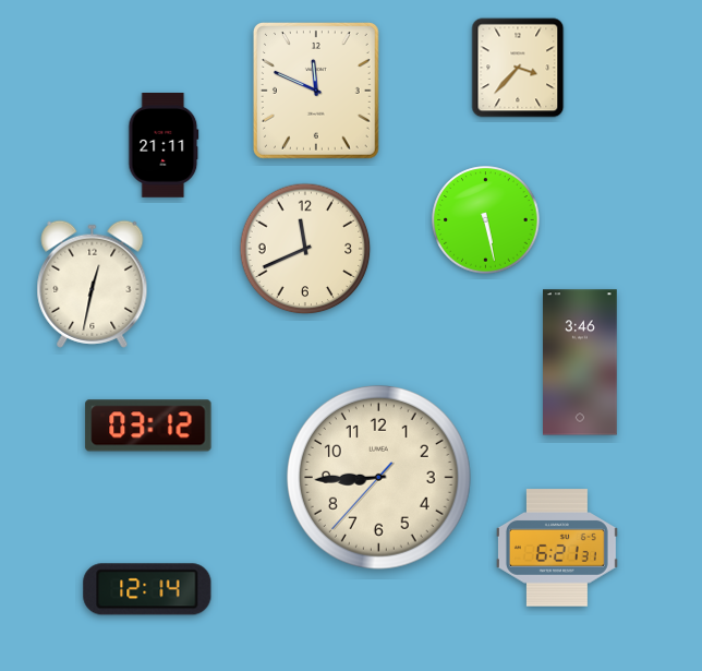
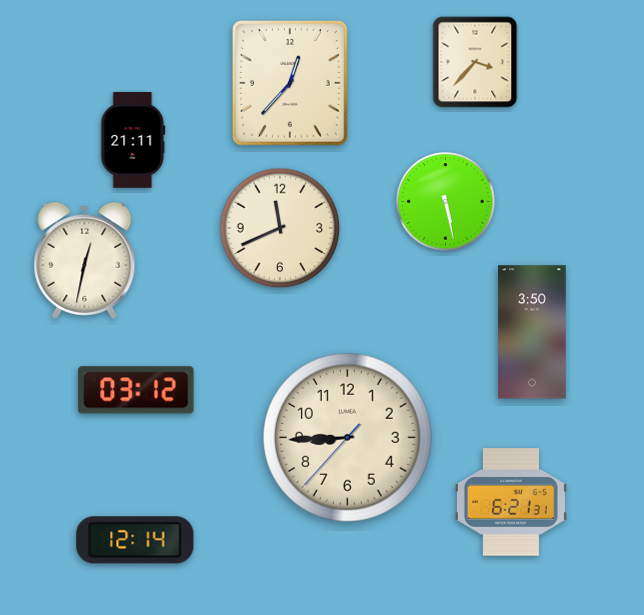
clock at (316, 92): 11:49 -> 12:37
clock at (164, 145) position: (164, 145) -> (133, 140)
clock at (581, 362): 3:46 -> 3:50
